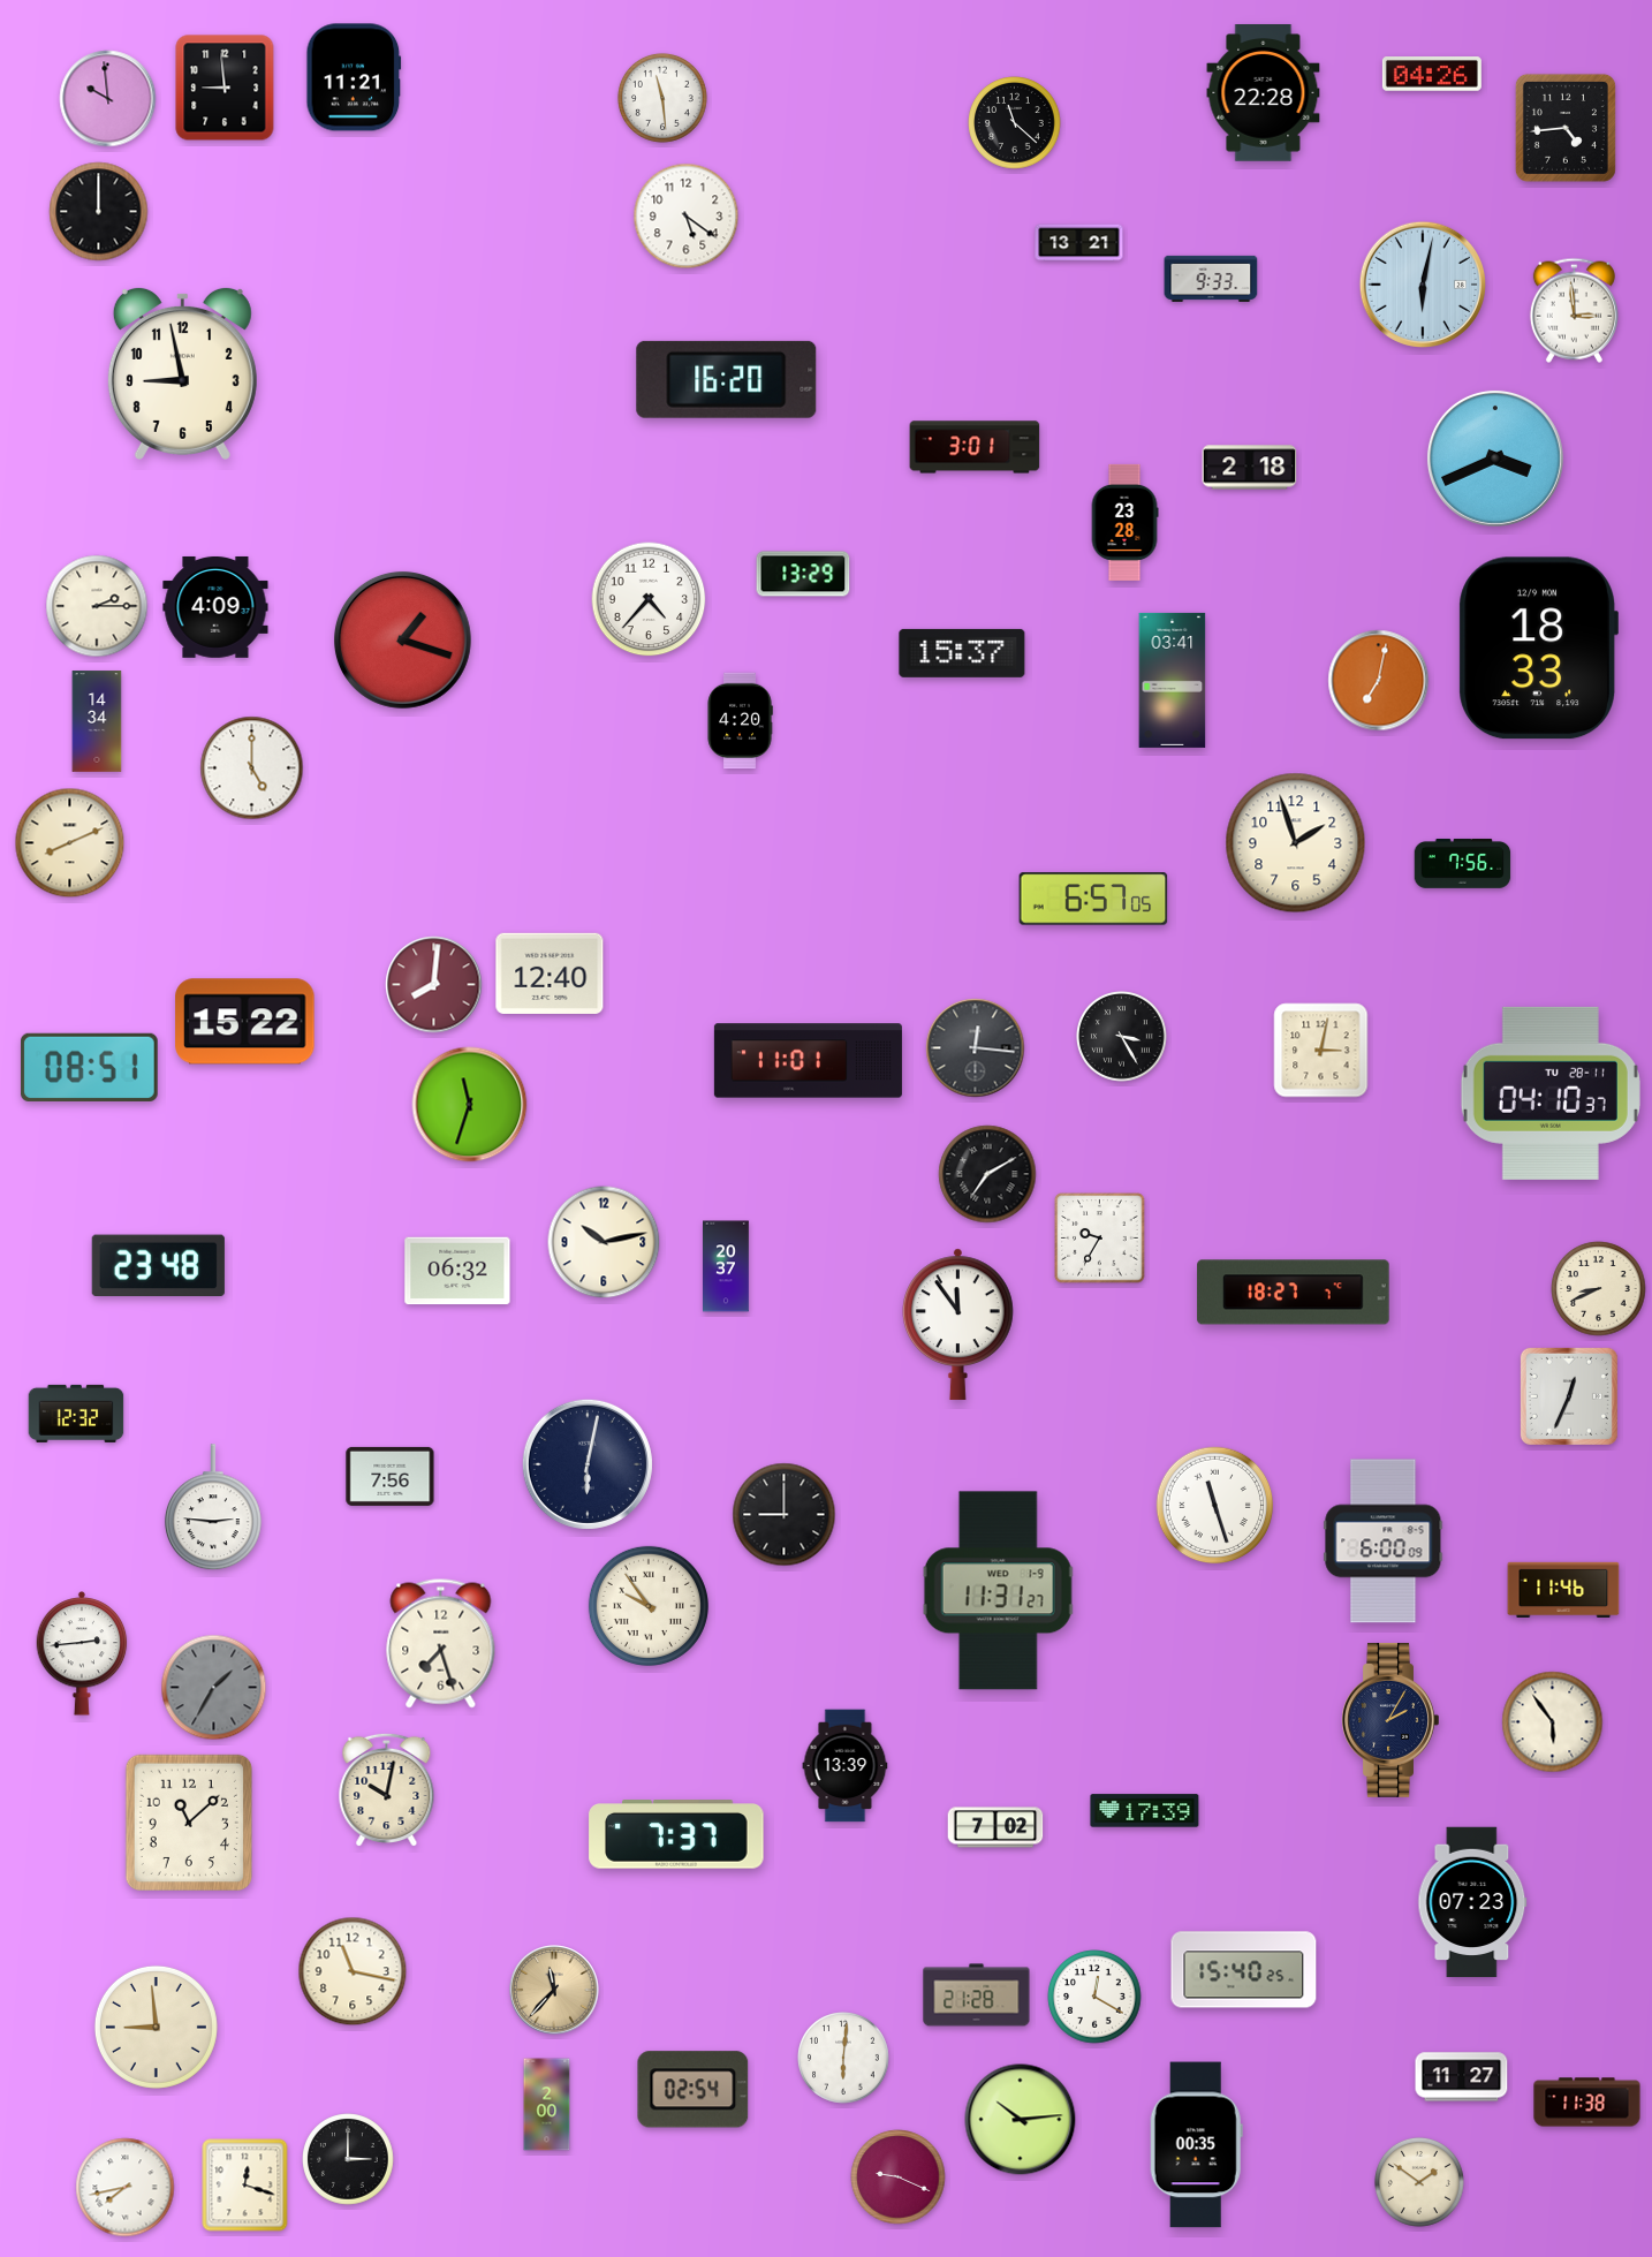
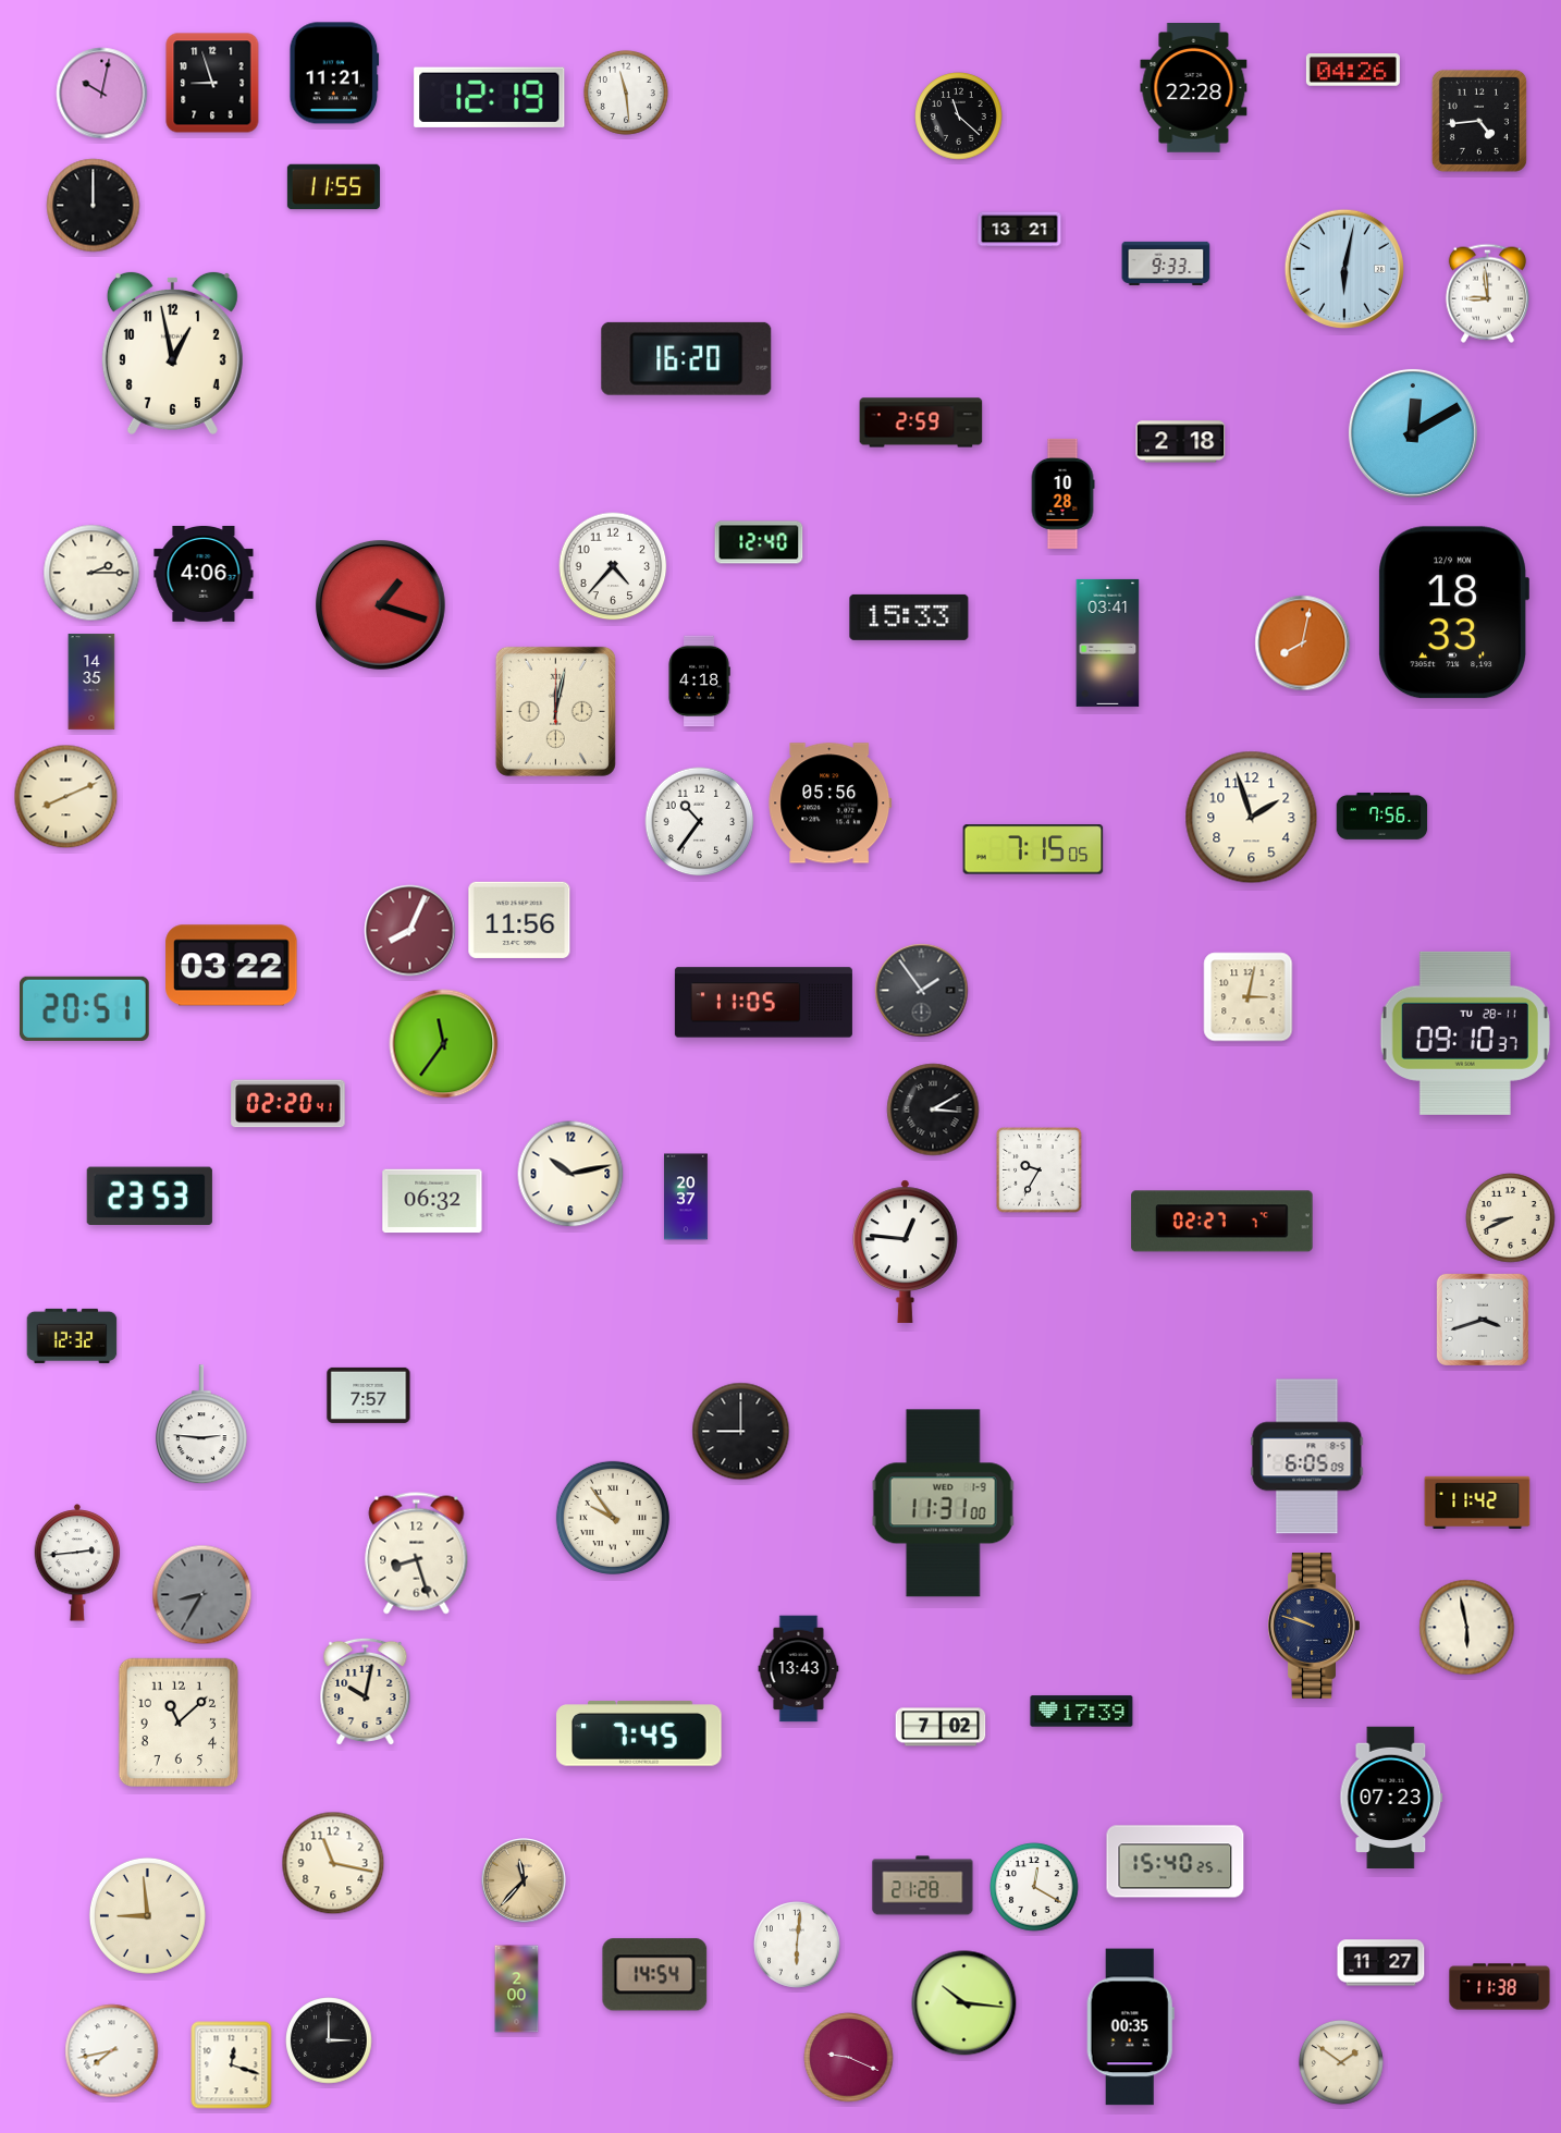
clock at (225, 88): 8:59 -> 8:57
clock at (108, 99): 9:59 -> 10:02
clock at (490, 97): none -> 12:19
clock at (333, 187): none -> 11:55
clock at (99, 212) position: (99, 212) -> (94, 206)
clock at (687, 217): 5:21 -> none
clock at (1211, 279) position: (1211, 279) -> (1166, 263)
clock at (1574, 310): 2:59 -> 8:59
clock at (182, 373): 8:58 -> 12:58
clock at (975, 447): 3:01 -> 2:59
clock at (1495, 459): 3:41 -> 12:10
clock at (1124, 522): 23:28 -> 10:28
clock at (803, 574): 13:29 -> 12:40
clock at (215, 607): 4:09 -> 4:06
clock at (962, 653): 15:37 -> 15:33
clock at (1379, 681): 7:02 -> 8:02
clock at (97, 721): 14:34 -> 14:35
clock at (740, 721): 4:20 -> 4:18
clock at (555, 711): none -> 12:02
clock at (252, 768): 5:00 -> none
clock at (1296, 843) position: (1296, 843) -> (1252, 818)
clock at (831, 804): none -> 05:56
clock at (700, 822): none -> 10:36
clock at (1093, 899): 6:57 -> 7:15
clock at (550, 974): 12:40 -> 11:56
clock at (434, 985): 8:01 -> 8:04
clock at (245, 1022): 15:22 -> 03:22
clock at (1122, 1037): 3:25 -> none
clock at (976, 1048): 12:16 -> 1:54
clock at (1321, 1051) position: (1321, 1051) -> (1249, 997)
clock at (808, 1061): 11:01 -> 11:05
clock at (90, 1067): 08:51 -> 20:51
clock at (1551, 1093): 04:10 -> 09:10
clock at (470, 1105): 11:33 -> 11:36
clock at (288, 1104): none -> 02:20
clock at (987, 1174): 7:10 -> 3:10
clock at (158, 1266): 23:48 -> 23:53
clock at (1294, 1293): 18:27 -> 02:27
clock at (957, 1324): 11:54 -> 12:46
clock at (1569, 1396): 12:34 -> 3:42
clock at (588, 1464): 6:02 -> none
clock at (391, 1476): 7:56 -> 7:57
clock at (1215, 1506): 11:27 -> none
clock at (1384, 1542): 6:00 -> 6:05
clock at (1563, 1589): 11:46 -> 11:42
clock at (998, 1591): 11:31:27 -> 11:31:00
clock at (441, 1644): 7:27 -> 8:27
clock at (214, 1688): 1:35 -> 8:35
clock at (1390, 1720): 2:05 -> 9:48
clock at (1553, 1722): 5:54 -> 5:58
clock at (846, 1766): 13:39 -> 13:43
clock at (676, 1834): 7:37 -> 7:45
clock at (694, 2090): 02:54 -> 14:54
clock at (1021, 2120): 10:14 -> 10:16
clock at (126, 2188) position: (126, 2188) -> (112, 2051)
